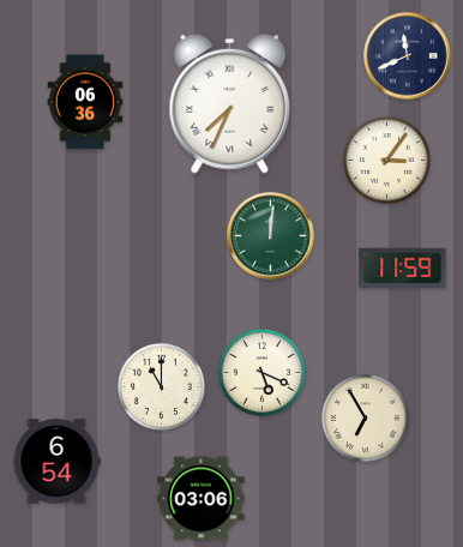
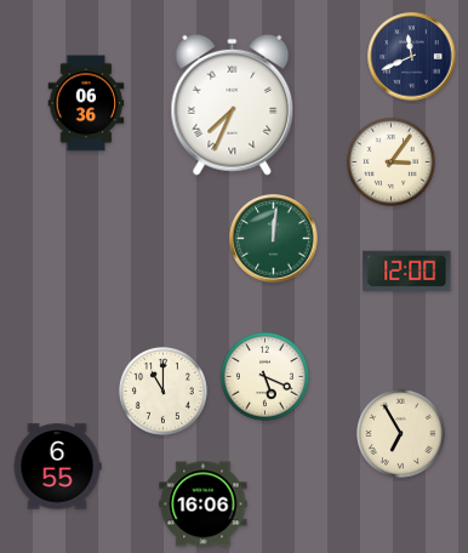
clock at (403, 269): 11:59 -> 12:00
clock at (365, 417) position: (365, 417) -> (400, 433)
clock at (56, 462): 6:54 -> 6:55
clock at (202, 499): 03:06 -> 16:06
